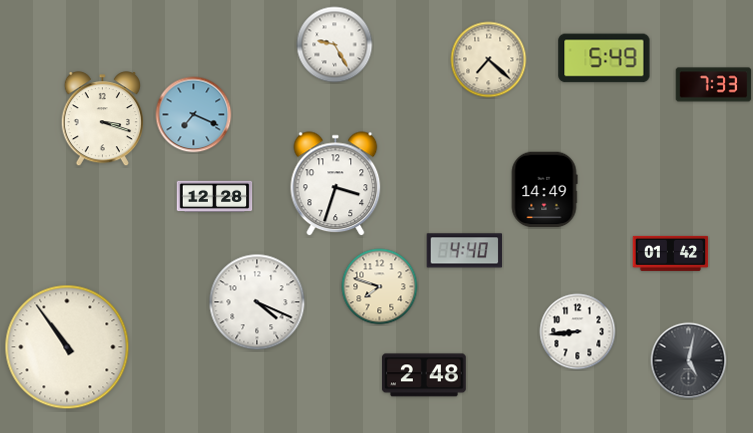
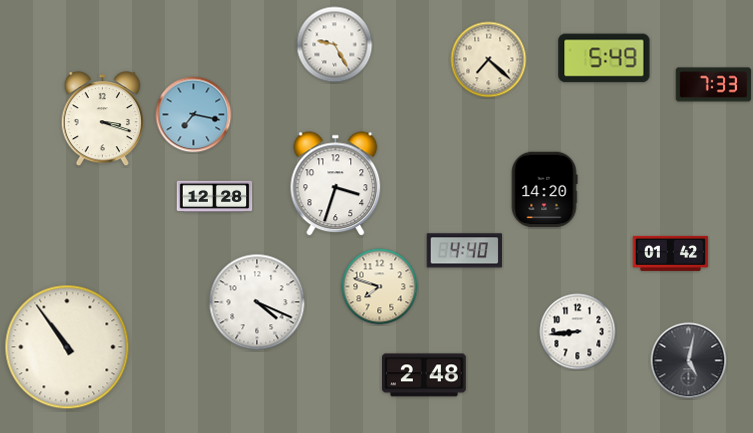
clock at (194, 115): 7:19 -> 7:17
clock at (544, 190): 14:49 -> 14:20
